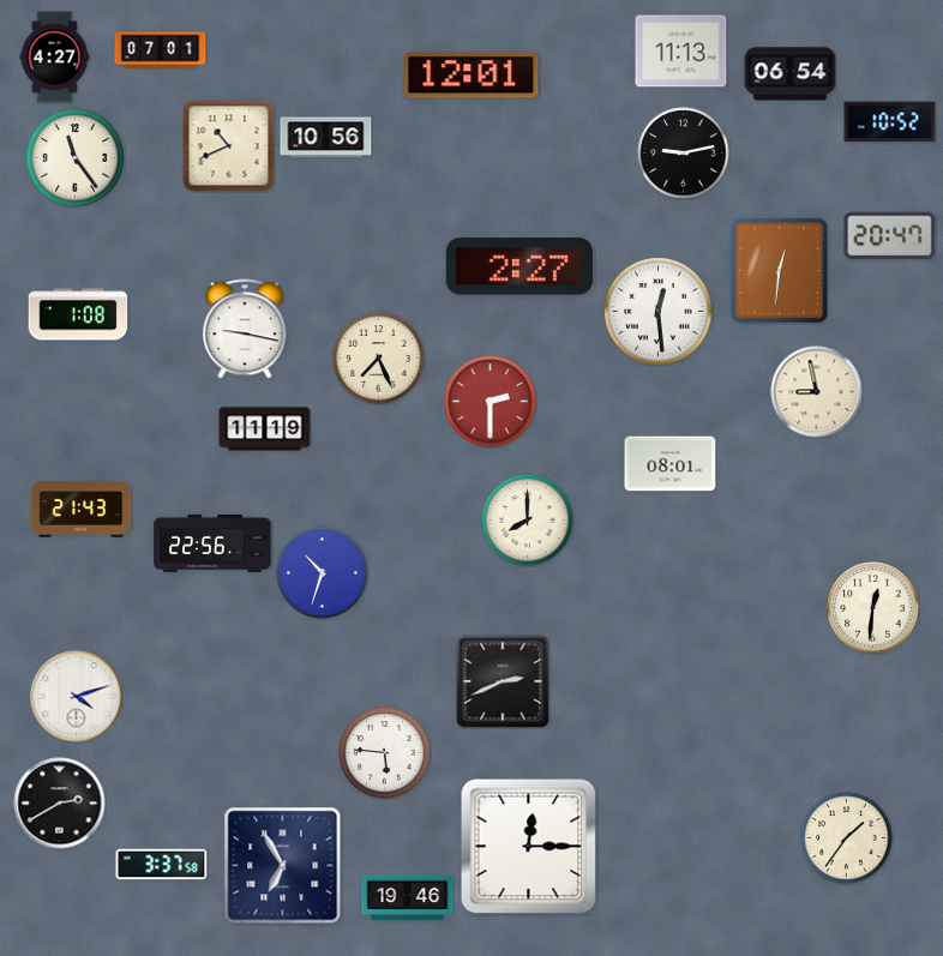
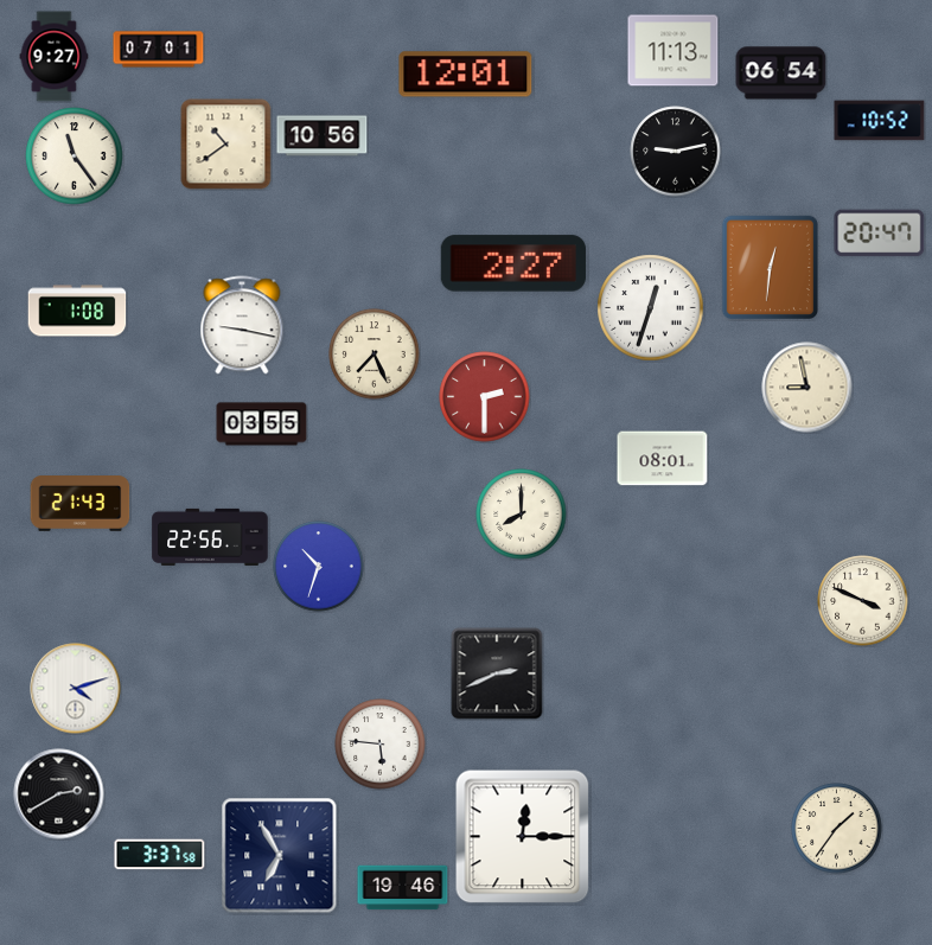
clock at (55, 58): 4:27 -> 9:27
clock at (229, 146): 10:41 -> 10:39
clock at (659, 312): 12:29 -> 12:33
clock at (265, 429): 11:19 -> 03:55
clock at (873, 608): 12:31 -> 3:49
